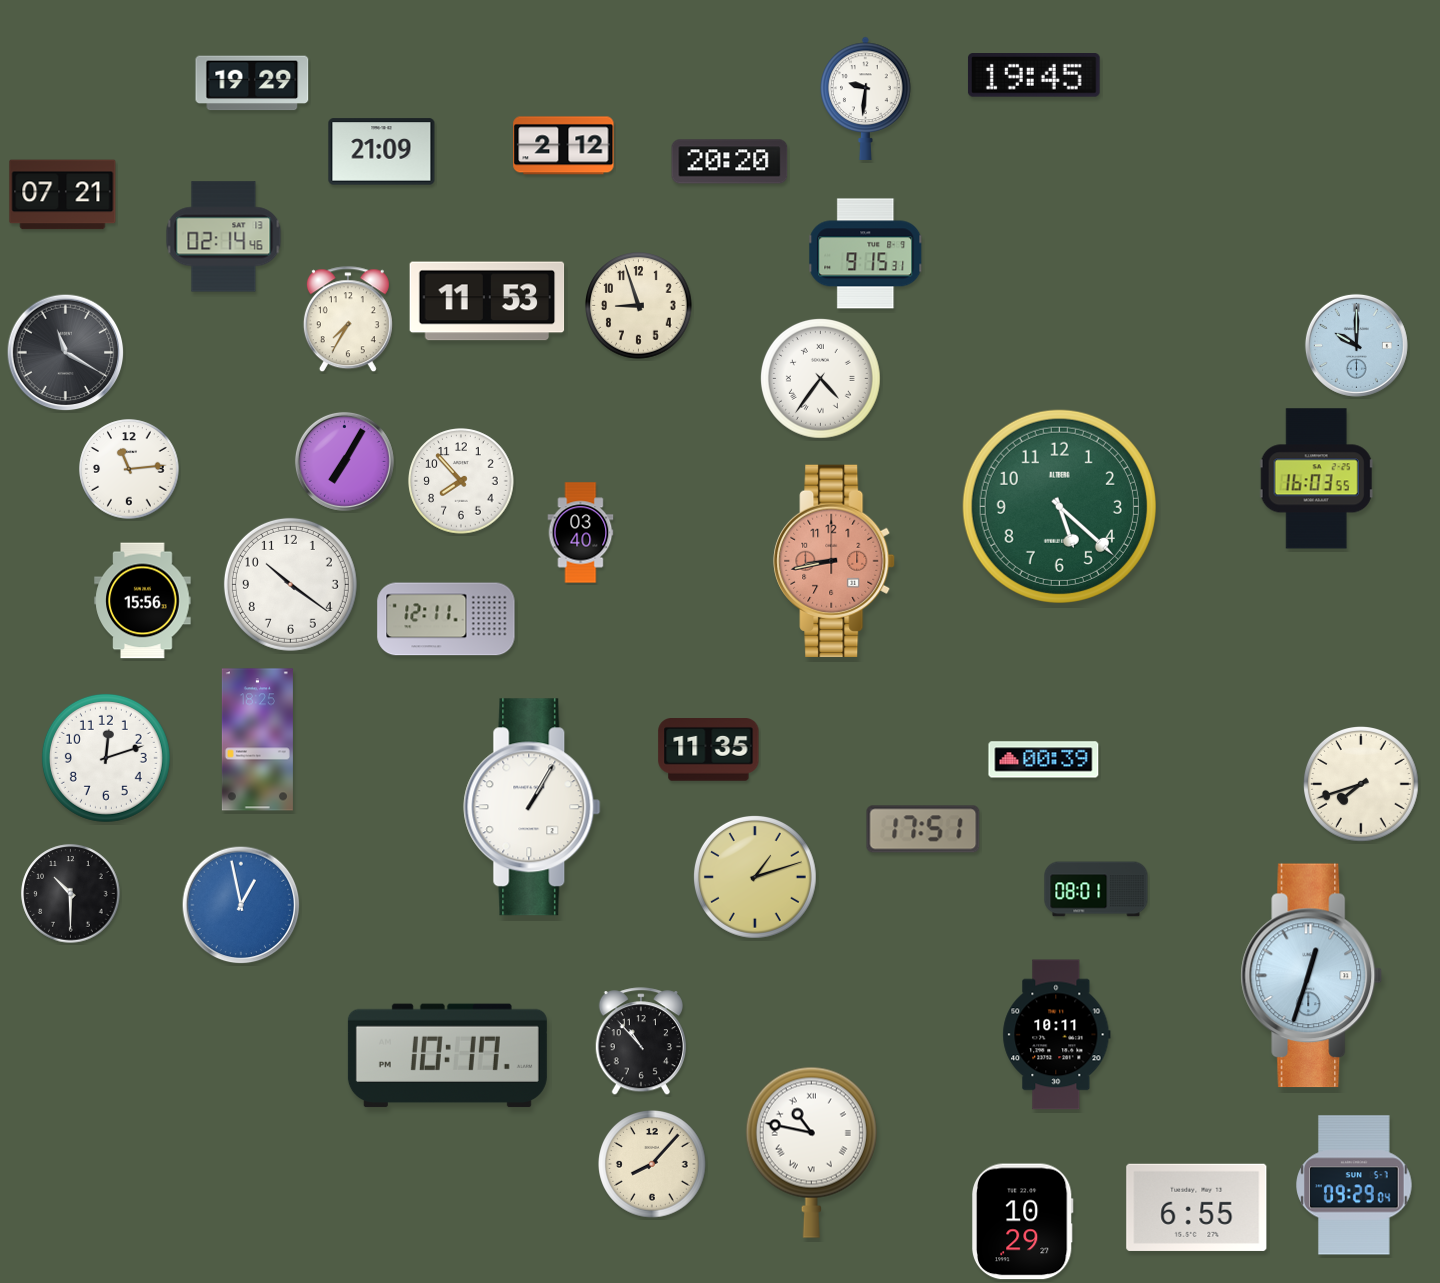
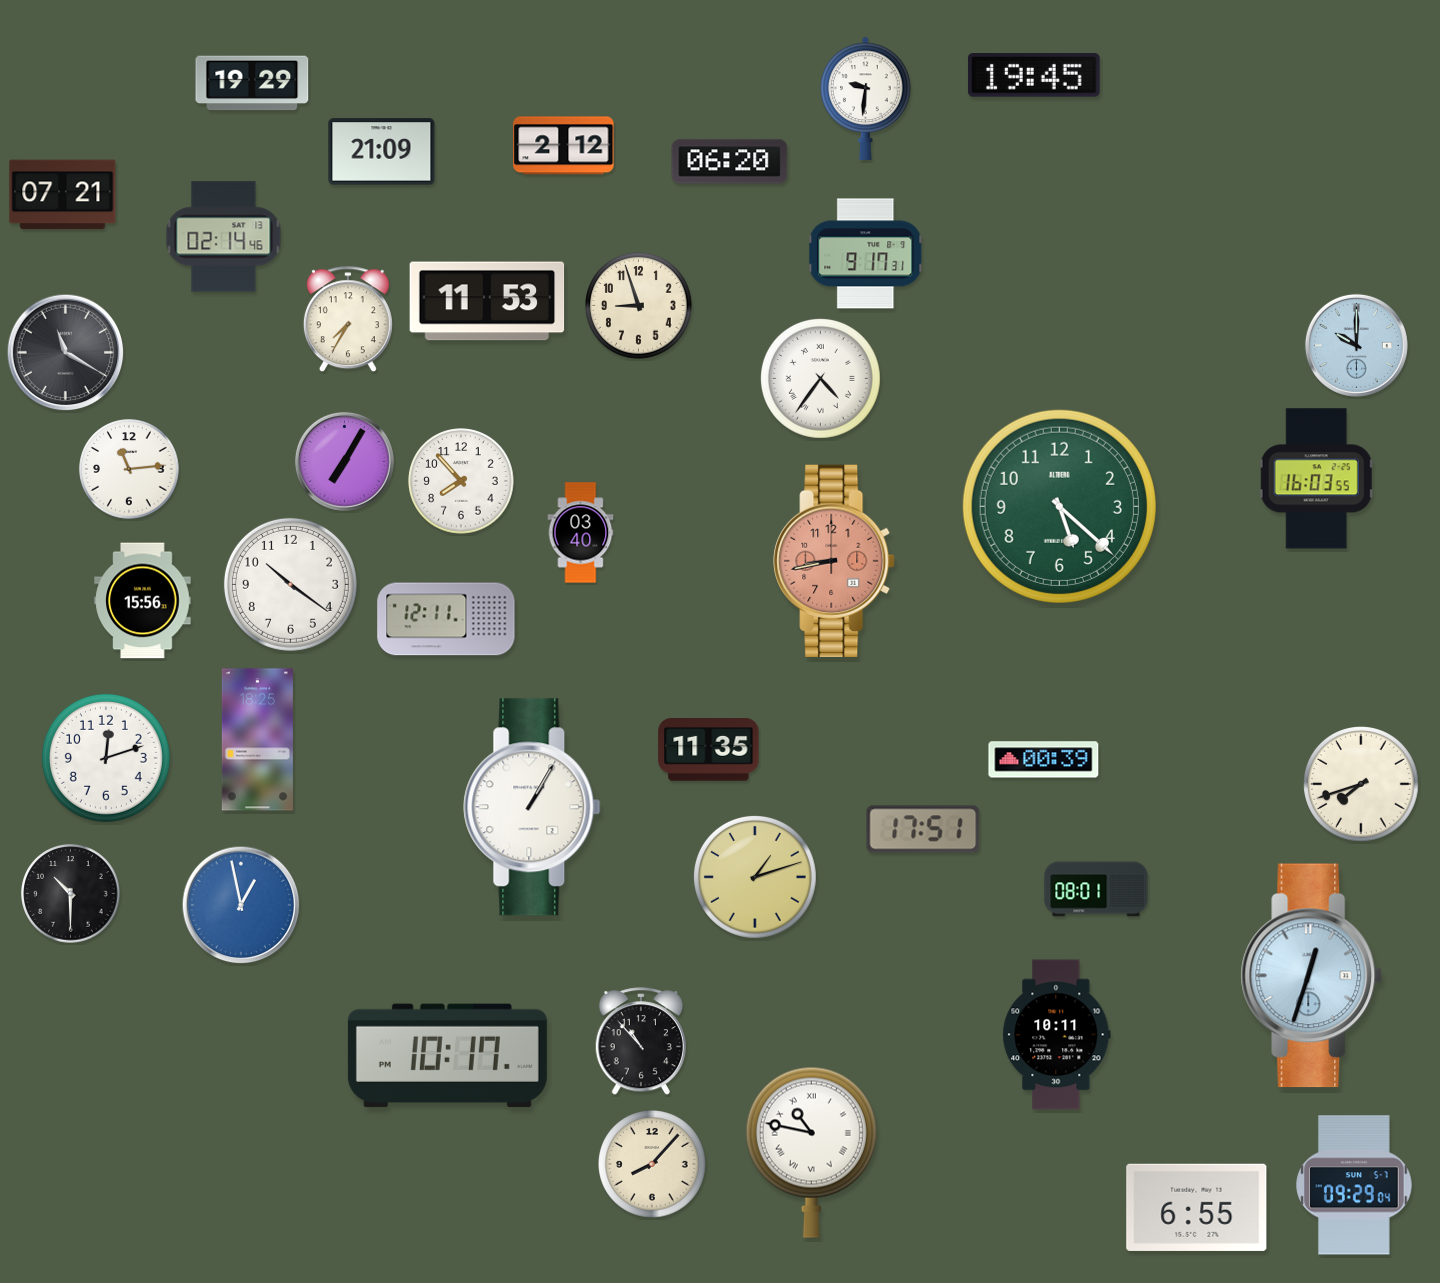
clock at (730, 162): 20:20 -> 06:20
clock at (866, 254): 9:15 -> 9:17
clock at (1022, 1222): 10:29 -> none
